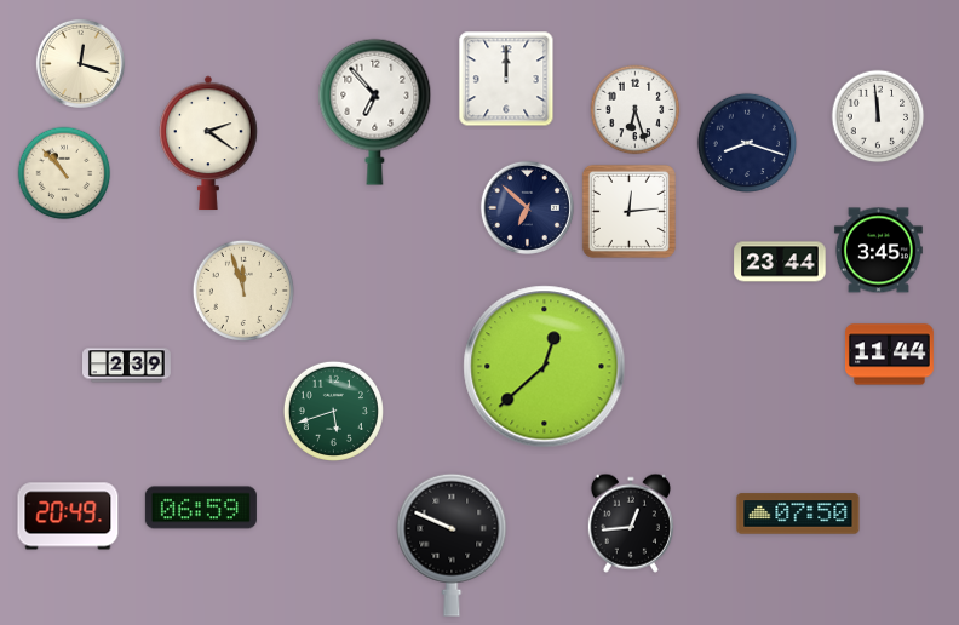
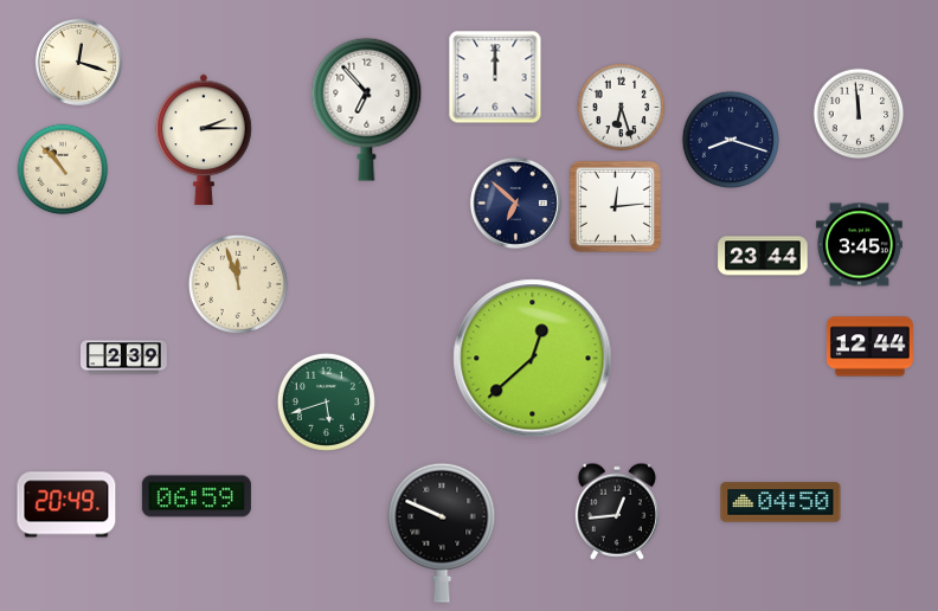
clock at (208, 143): 2:21 -> 2:15
clock at (889, 355): 11:44 -> 12:44
clock at (798, 514): 07:50 -> 04:50
